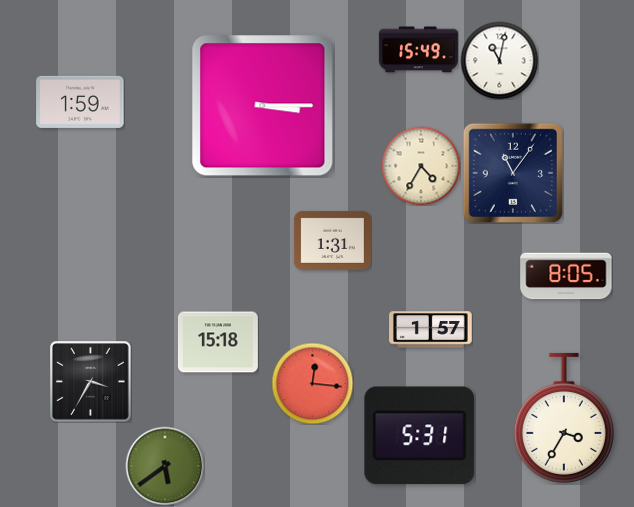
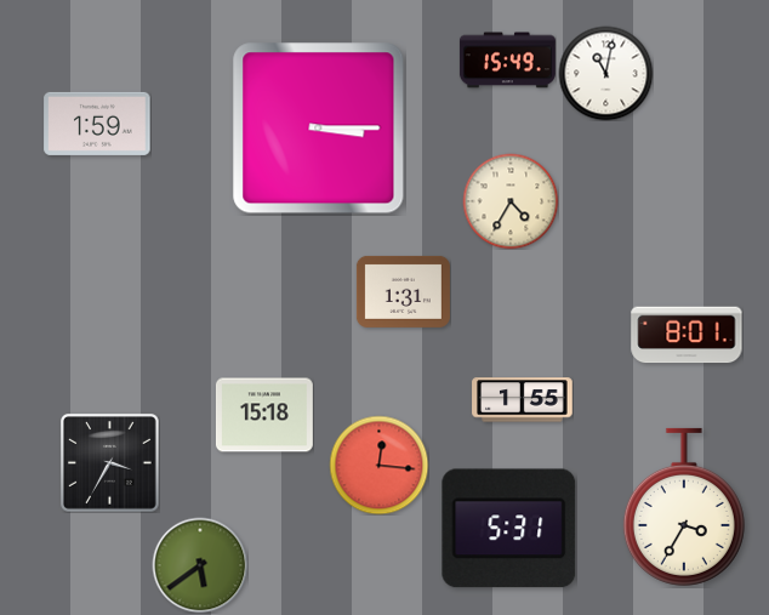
clock at (513, 173): 11:06 -> none
clock at (566, 276): 8:05 -> 8:01
clock at (431, 330): 1:57 -> 1:55
